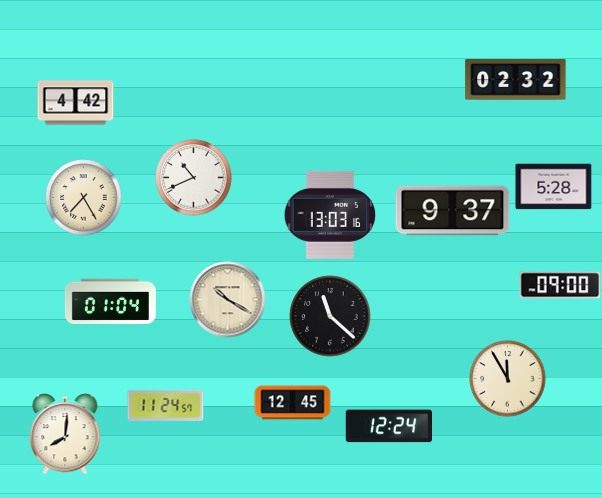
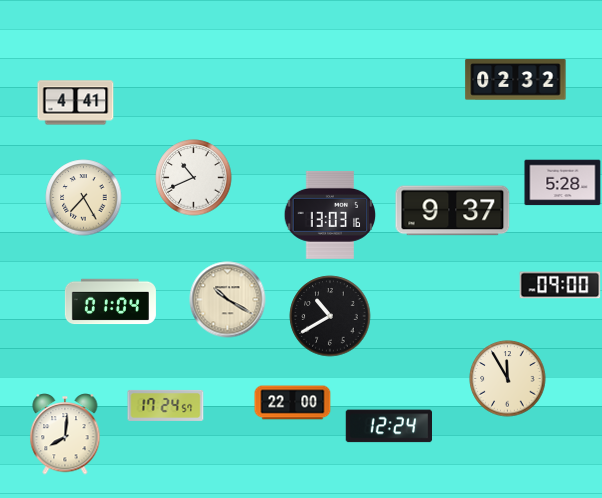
clock at (76, 103): 4:42 -> 4:41
clock at (554, 187) position: (554, 187) -> (563, 183)
clock at (330, 316): 11:22 -> 10:40
clock at (293, 403): 12:45 -> 22:00
clock at (166, 405): 11:24 -> 17:24
